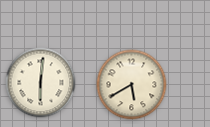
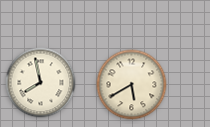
clock at (41, 83): 6:01 -> 7:58
